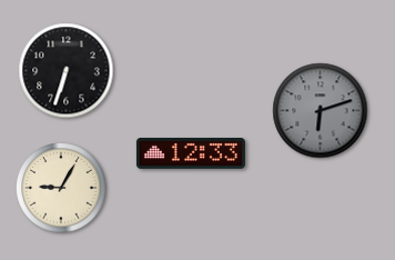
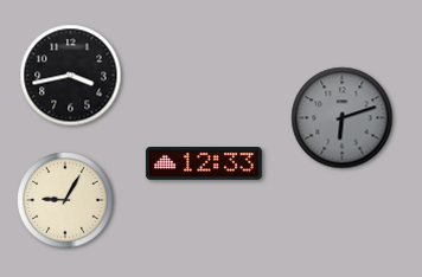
clock at (67, 71): 6:33 -> 3:43
